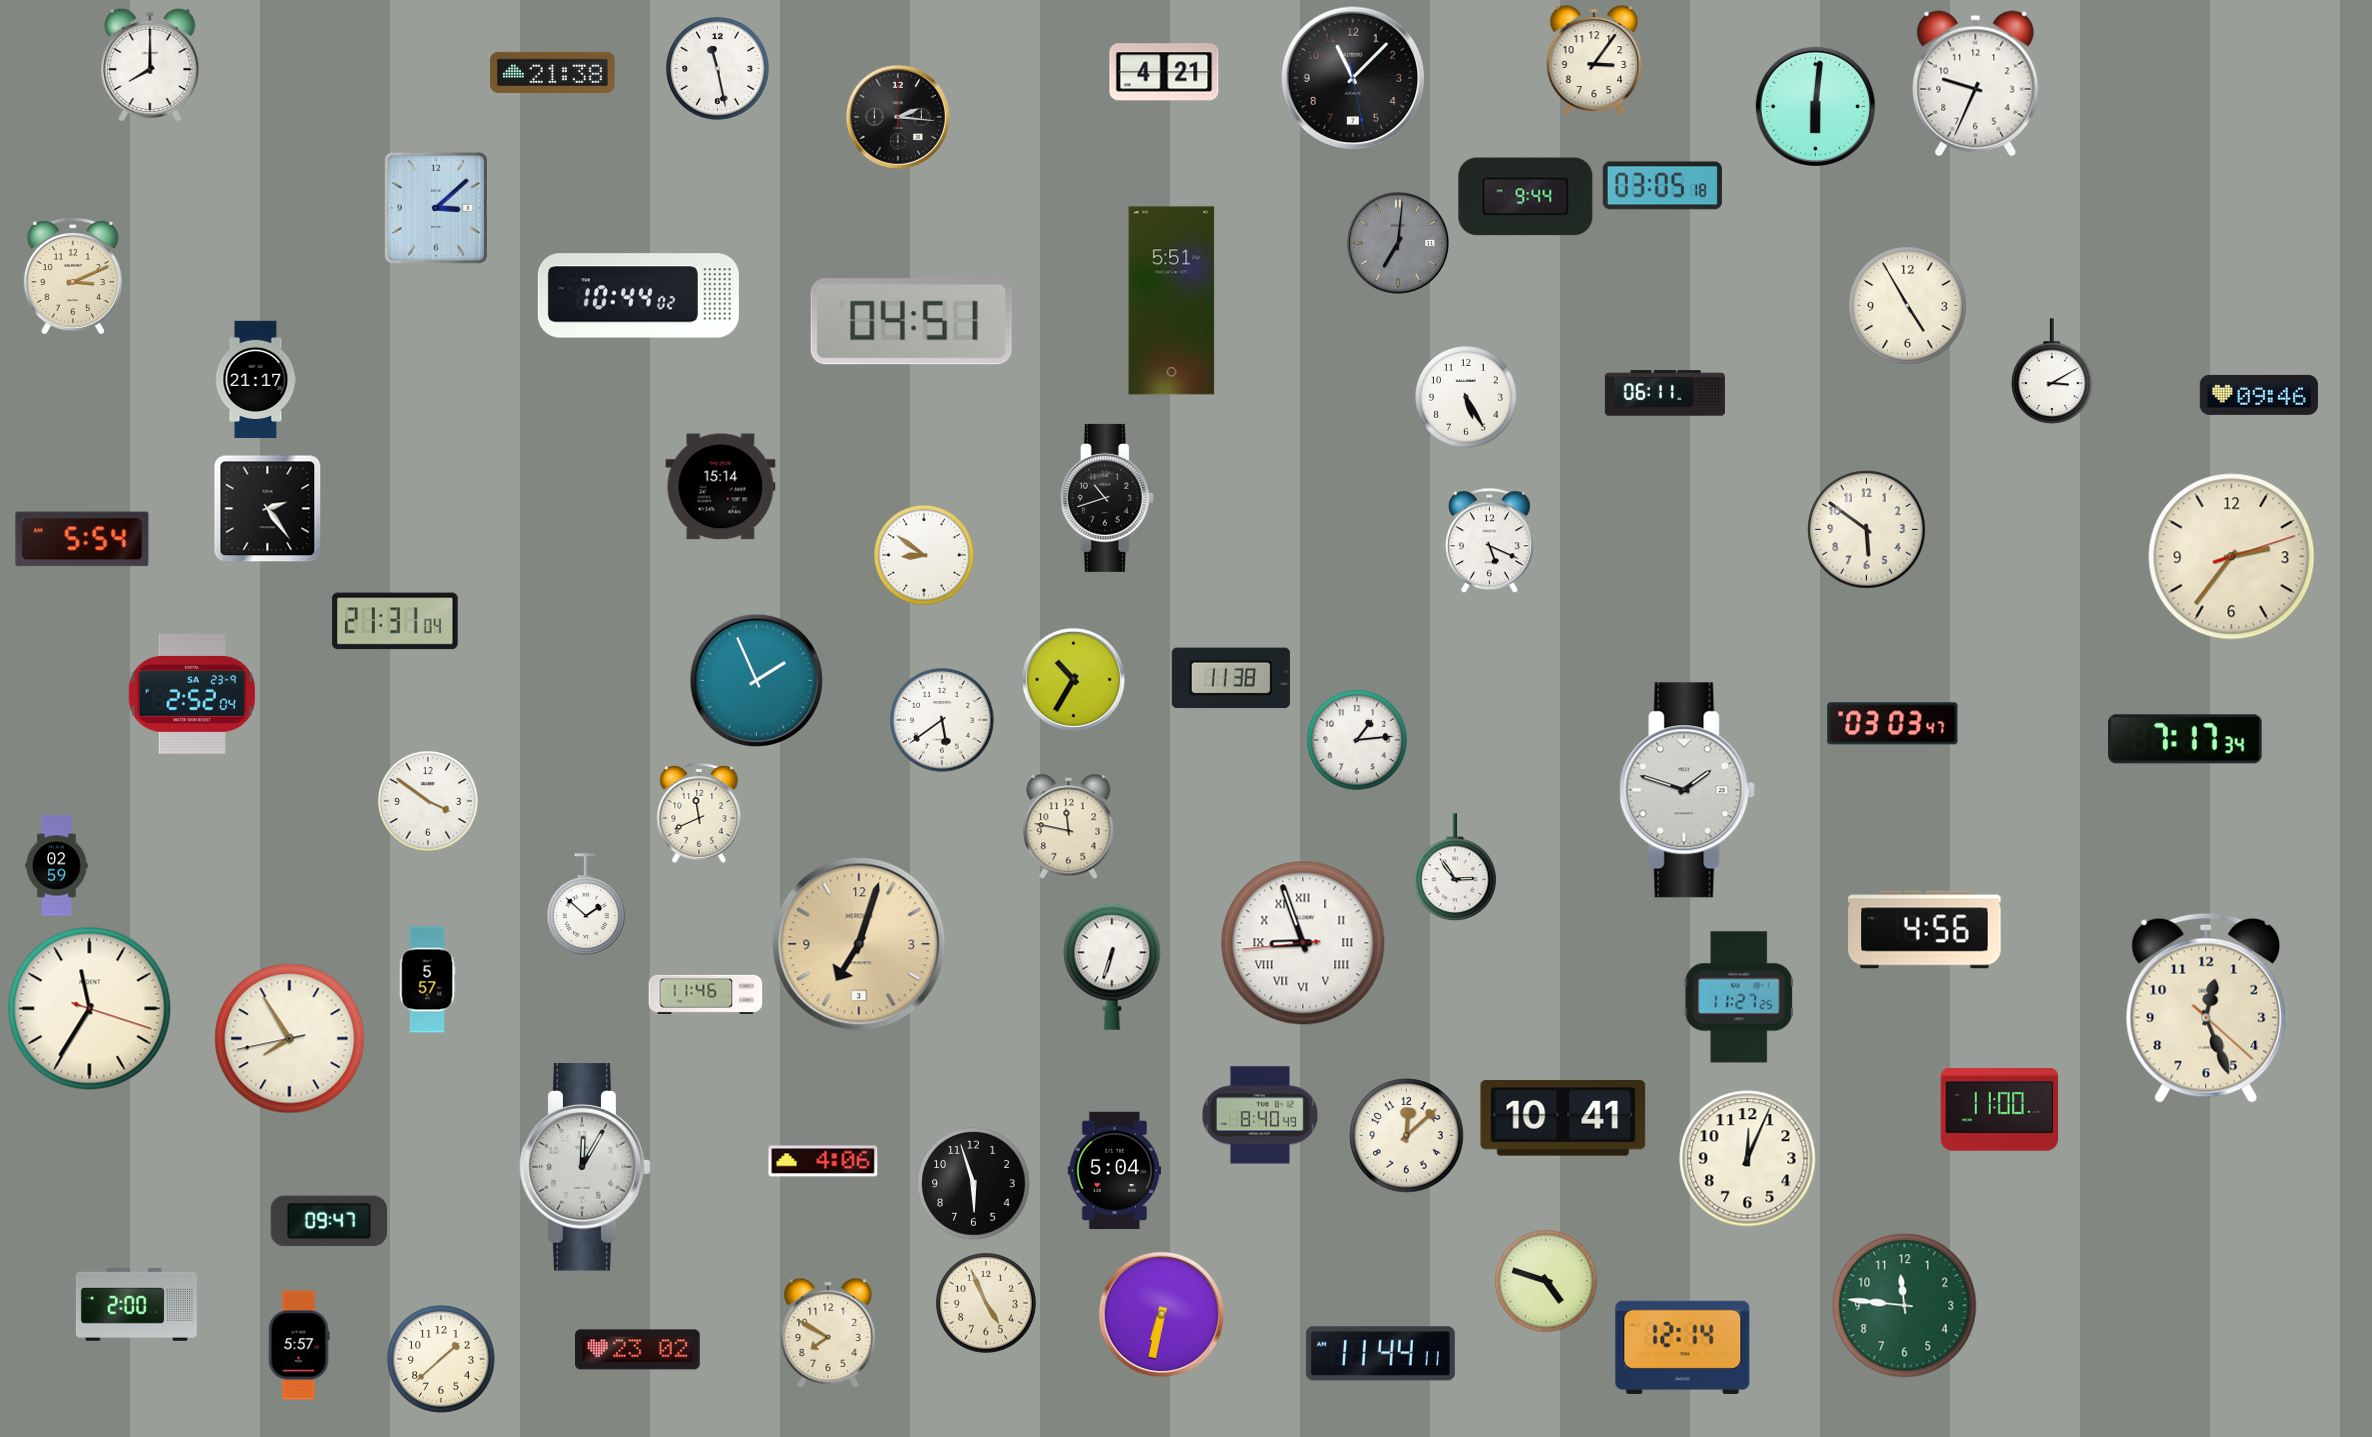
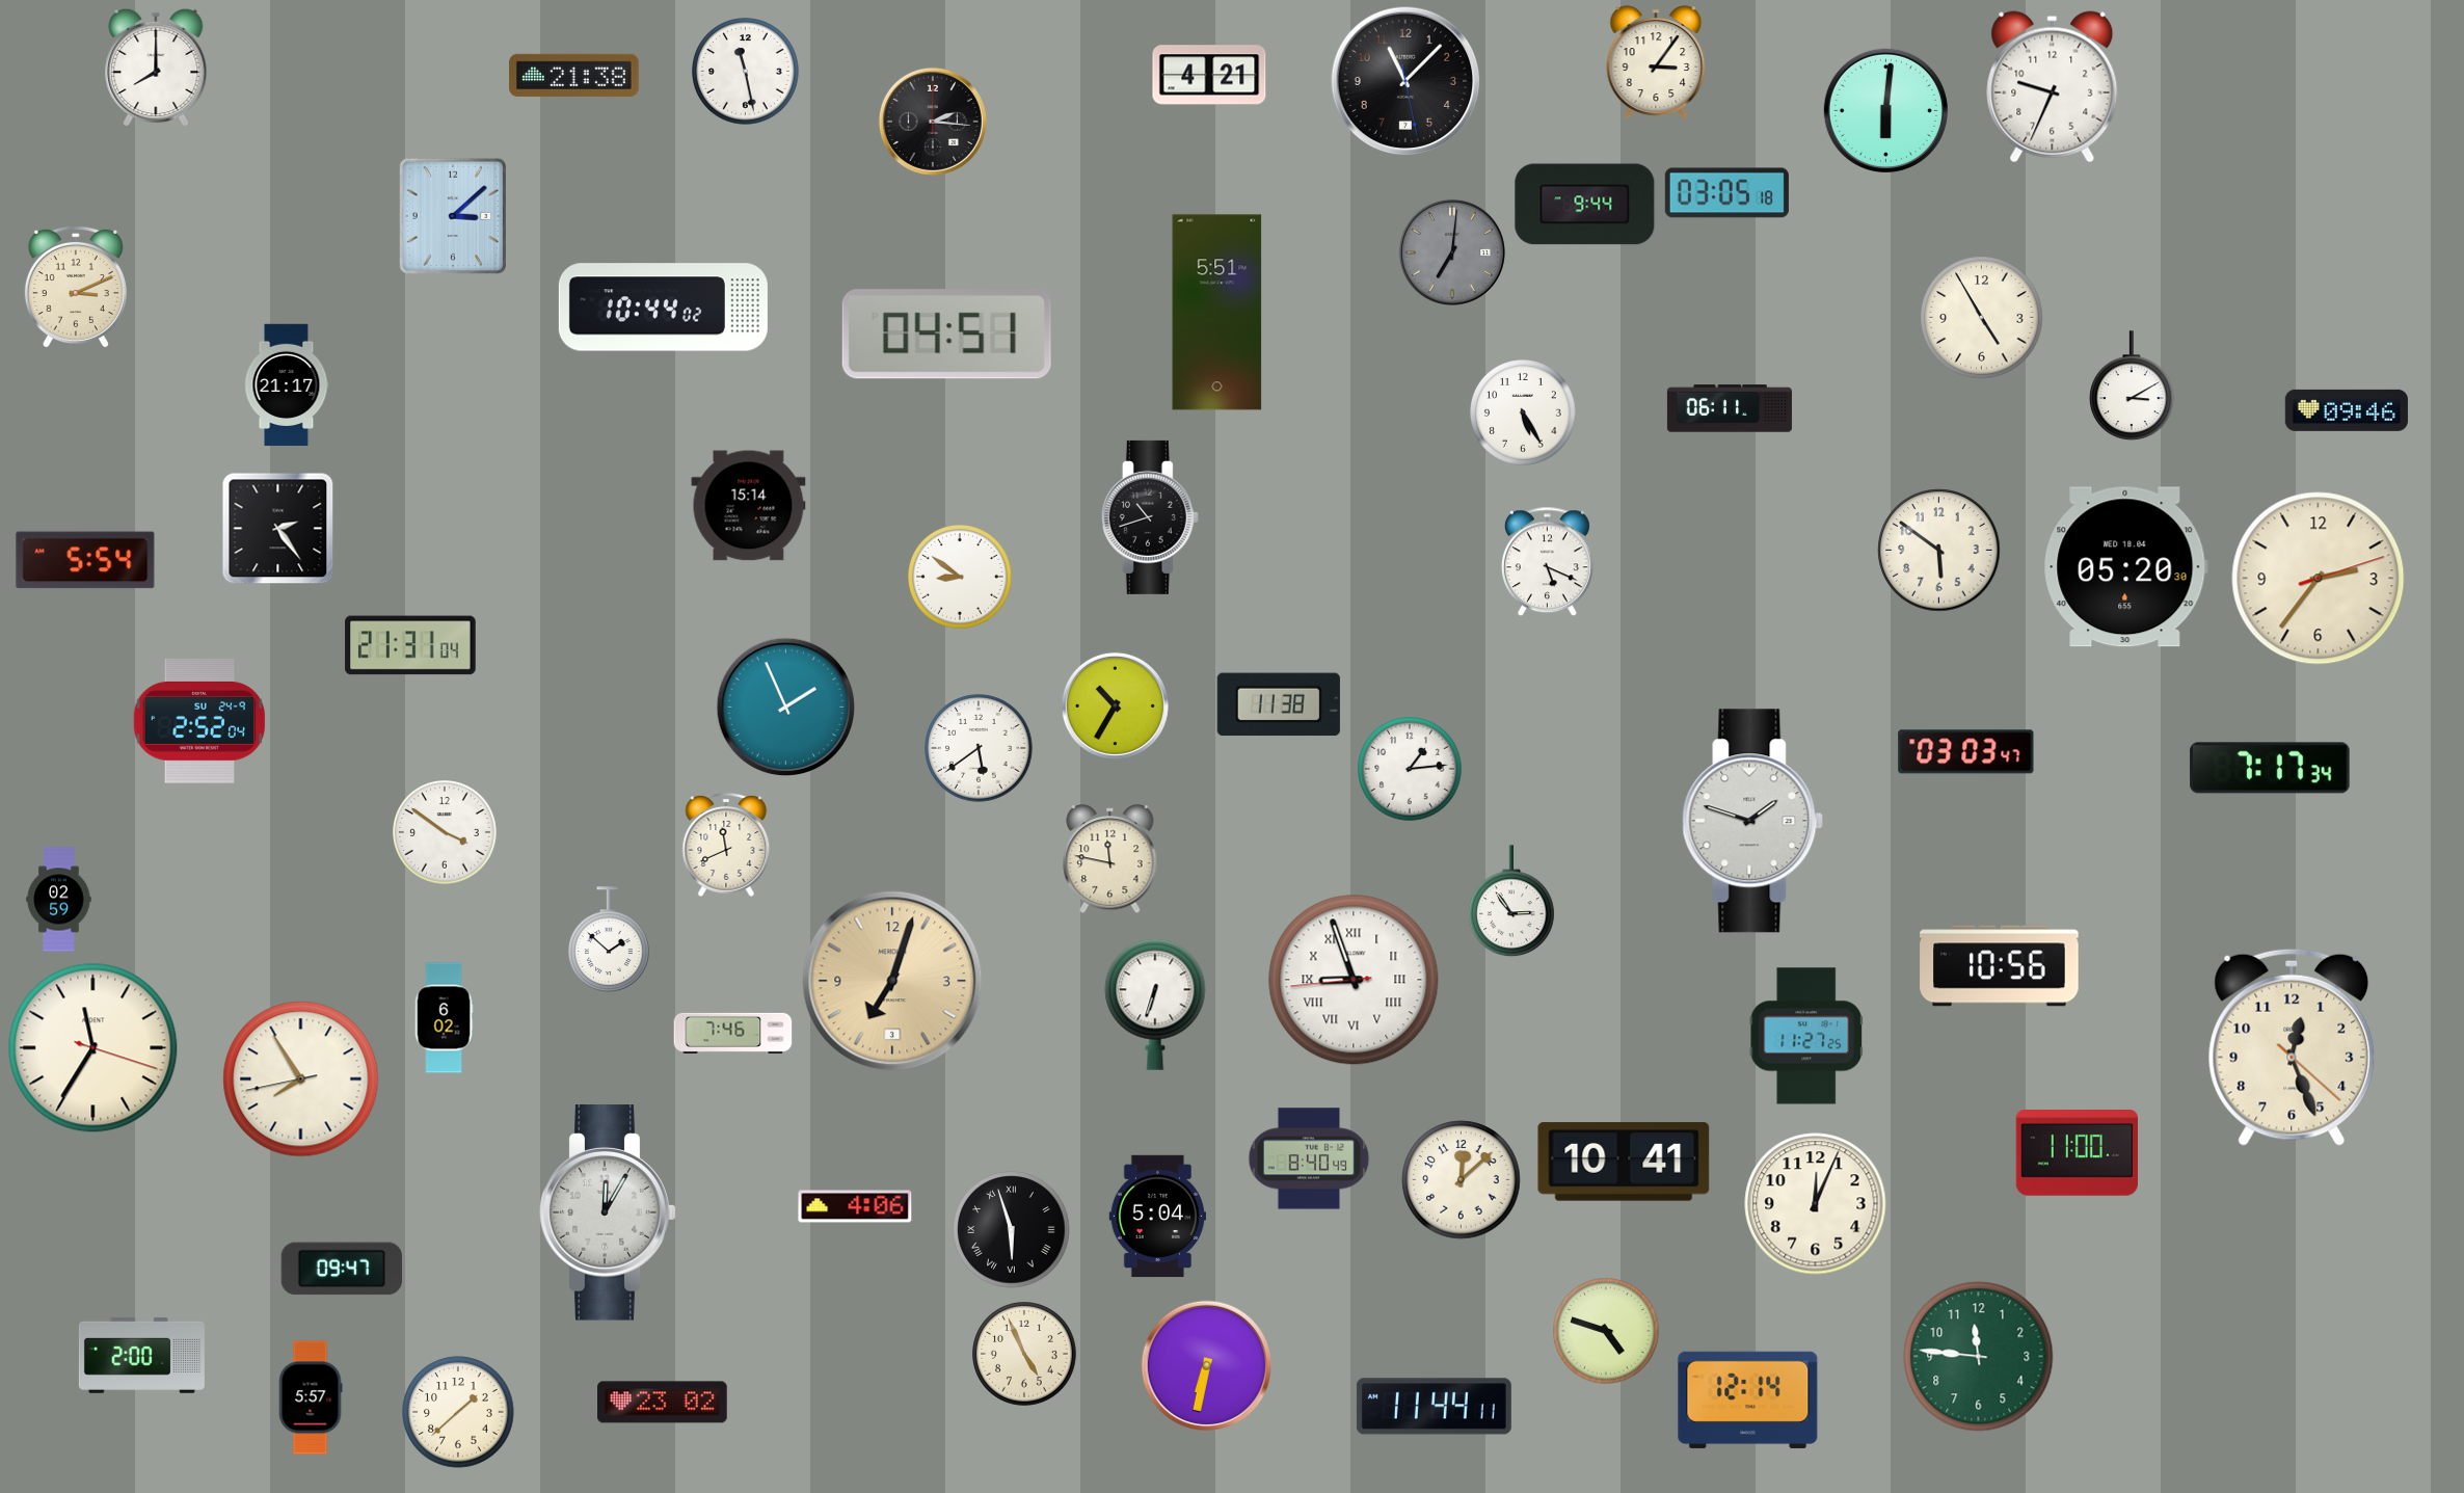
clock at (256, 380) position: (256, 380) -> (287, 385)
clock at (2125, 567): none -> 05:20
clock at (192, 694) date: SA 23-9 -> SU 24-9
clock at (1925, 930): 4:56 -> 10:56
clock at (427, 980): 5:57 -> 6:02
clock at (706, 994): 11:46 -> 7:46
clock at (974, 1184) numerals: Arabic -> Roman
clock at (828, 1333): 7:50 -> none
